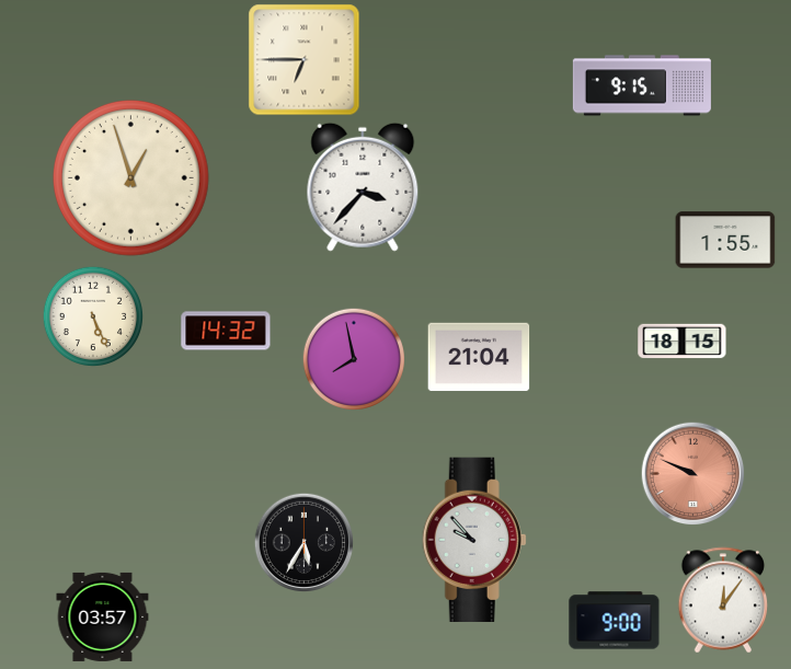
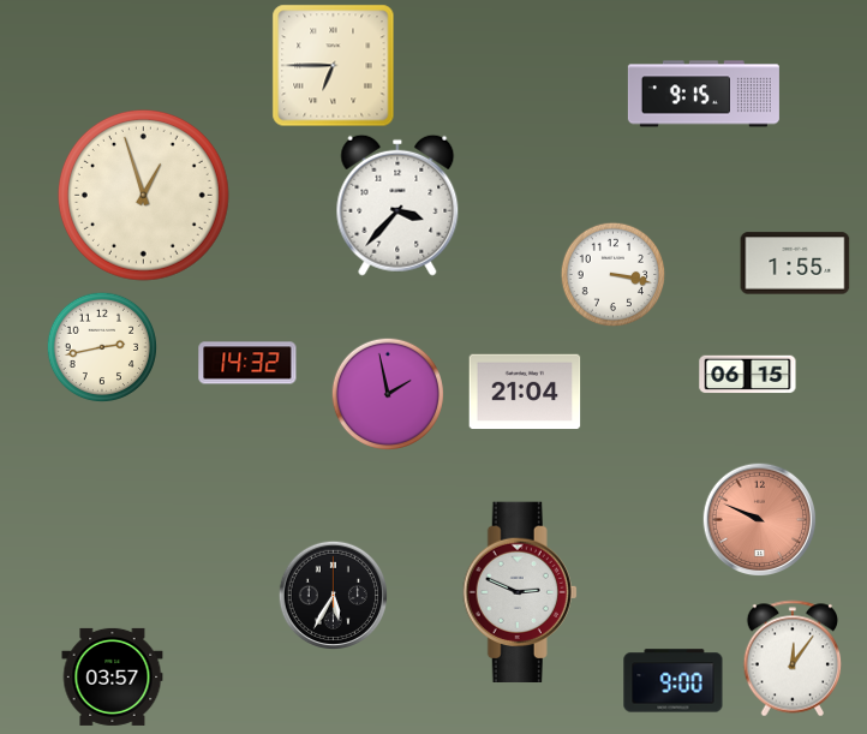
clock at (614, 275): none -> 3:17
clock at (92, 315): 5:26 -> 2:43
clock at (683, 342): 18:15 -> 06:15
clock at (353, 358): 7:58 -> 1:58
clock at (474, 539): 9:53 -> 2:49
